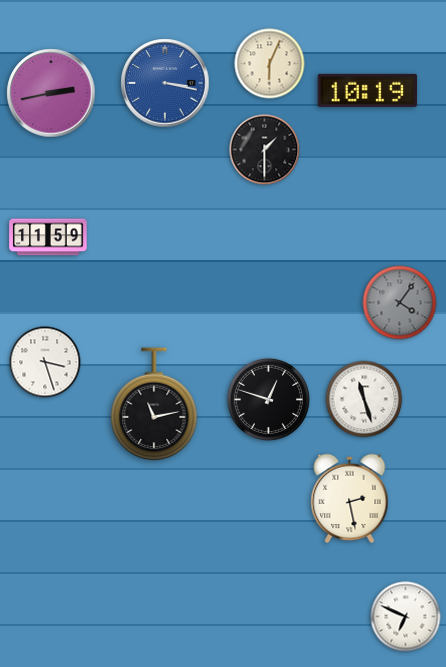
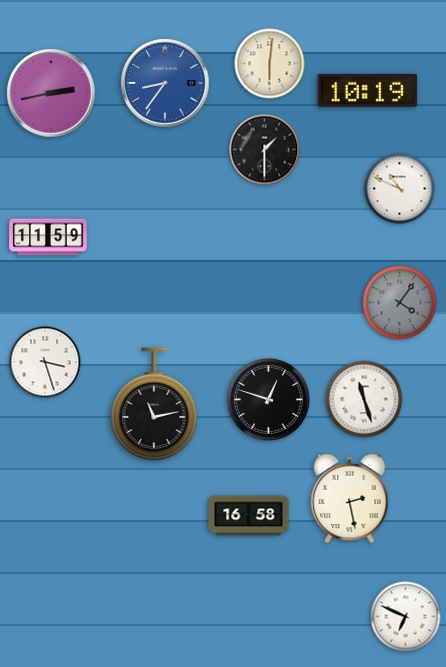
clock at (270, 64): 6:04 -> 6:01
clock at (165, 83): 3:17 -> 8:36
clock at (400, 189): none -> 10:49
clock at (249, 516): none -> 16:58
